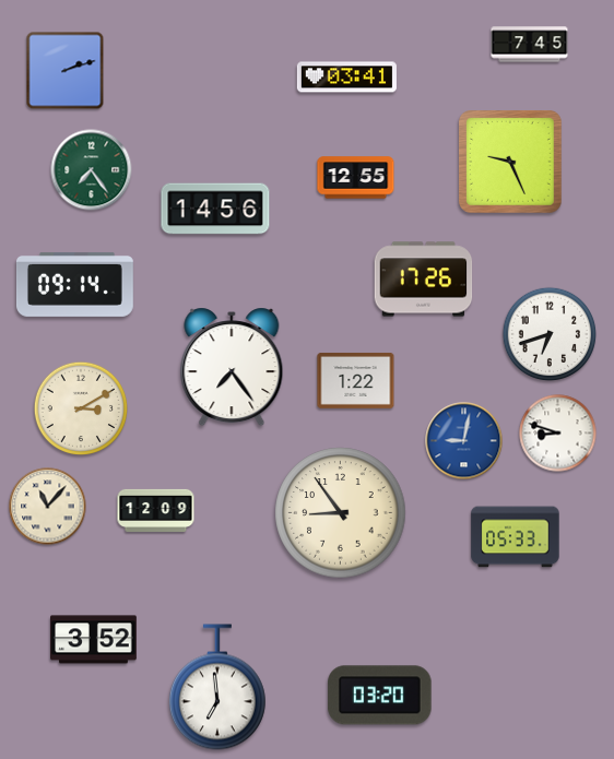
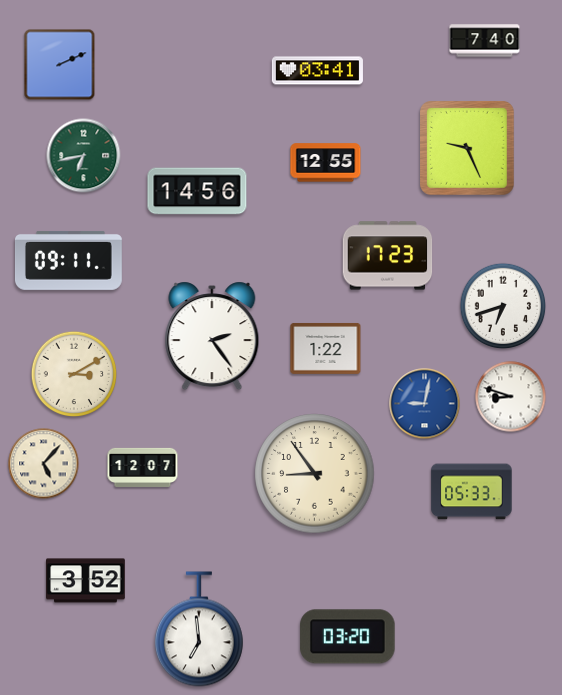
clock at (530, 45): 7:45 -> 7:40
clock at (66, 71): 2:12 -> 2:11
clock at (92, 170): 7:24 -> 6:43
clock at (424, 280): 17:26 -> 17:23
clock at (74, 284): 09:14 -> 09:11
clock at (232, 367): 7:24 -> 2:24
clock at (48, 507): 11:07 -> 5:07
clock at (156, 510): 12:09 -> 12:07
clock at (341, 513) position: (341, 513) -> (315, 474)
clock at (94, 640) position: (94, 640) -> (86, 581)
